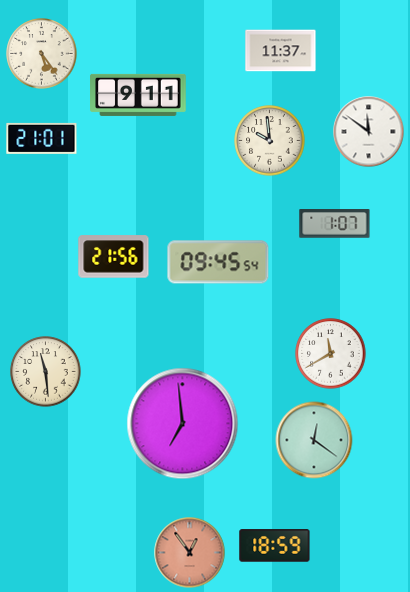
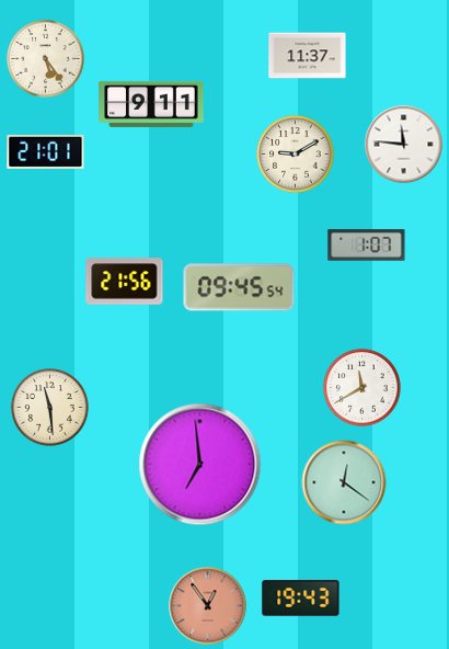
clock at (369, 132): 11:51 -> 11:46
clock at (270, 141): 9:59 -> 9:10
clock at (275, 546): 18:59 -> 19:43
